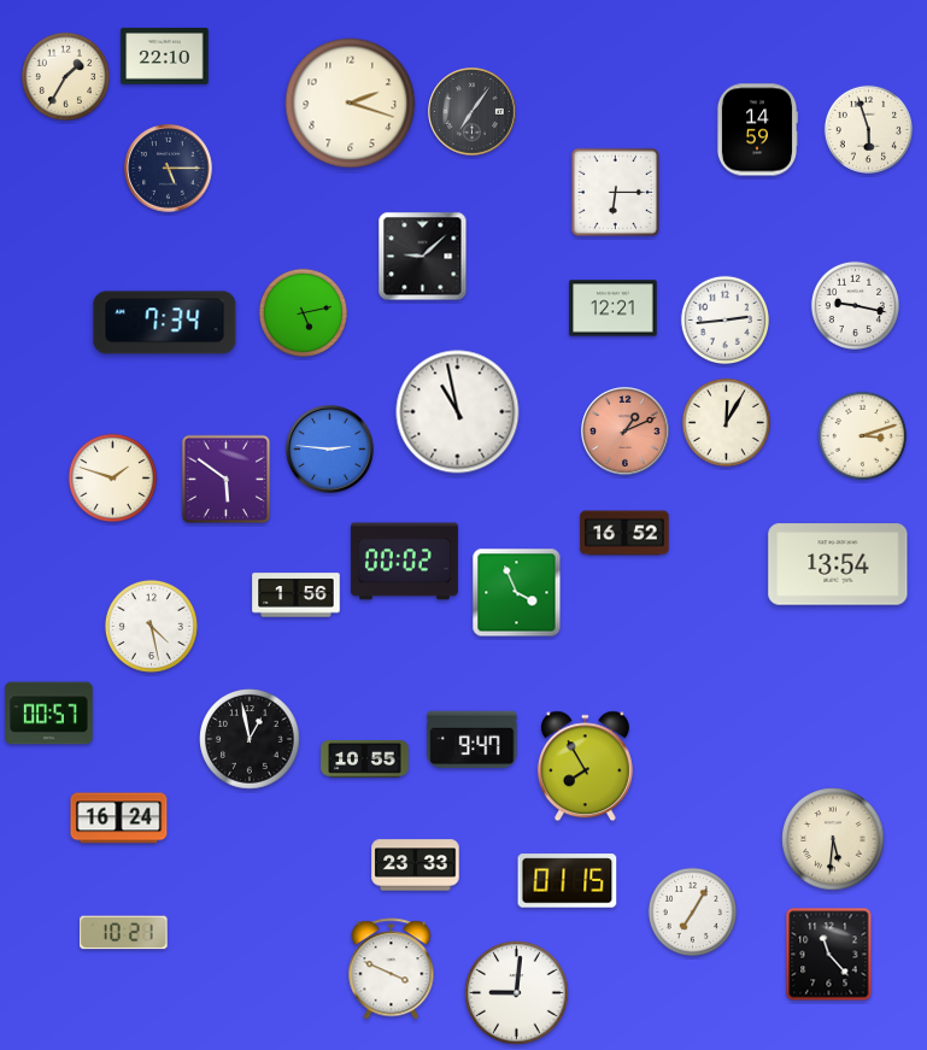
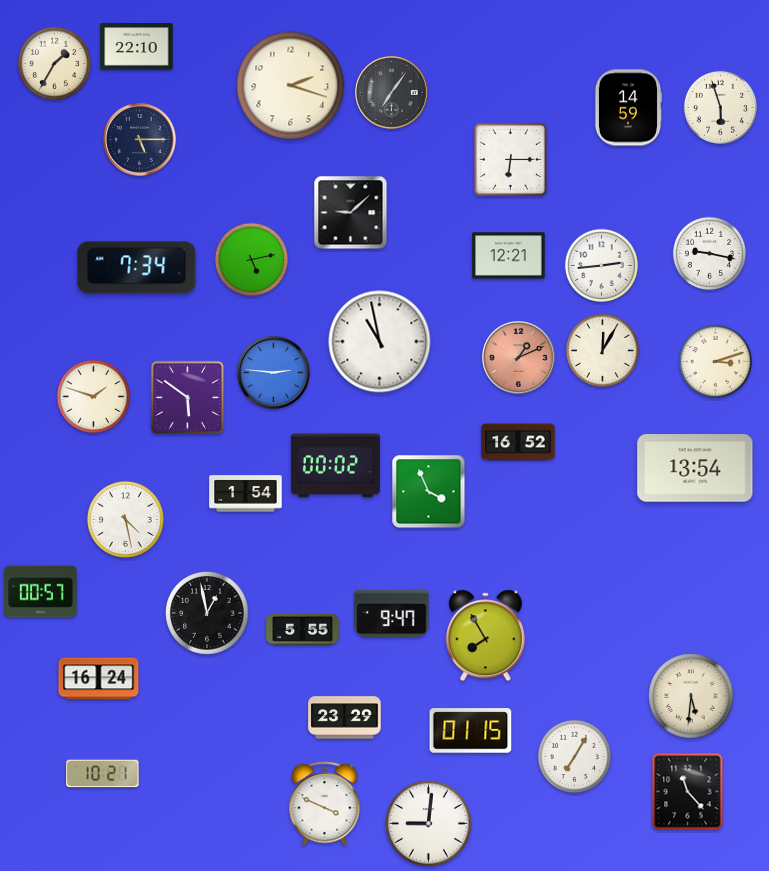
clock at (297, 596): 1:56 -> 1:54
clock at (365, 759): 10:55 -> 5:55
clock at (416, 866): 23:33 -> 23:29
